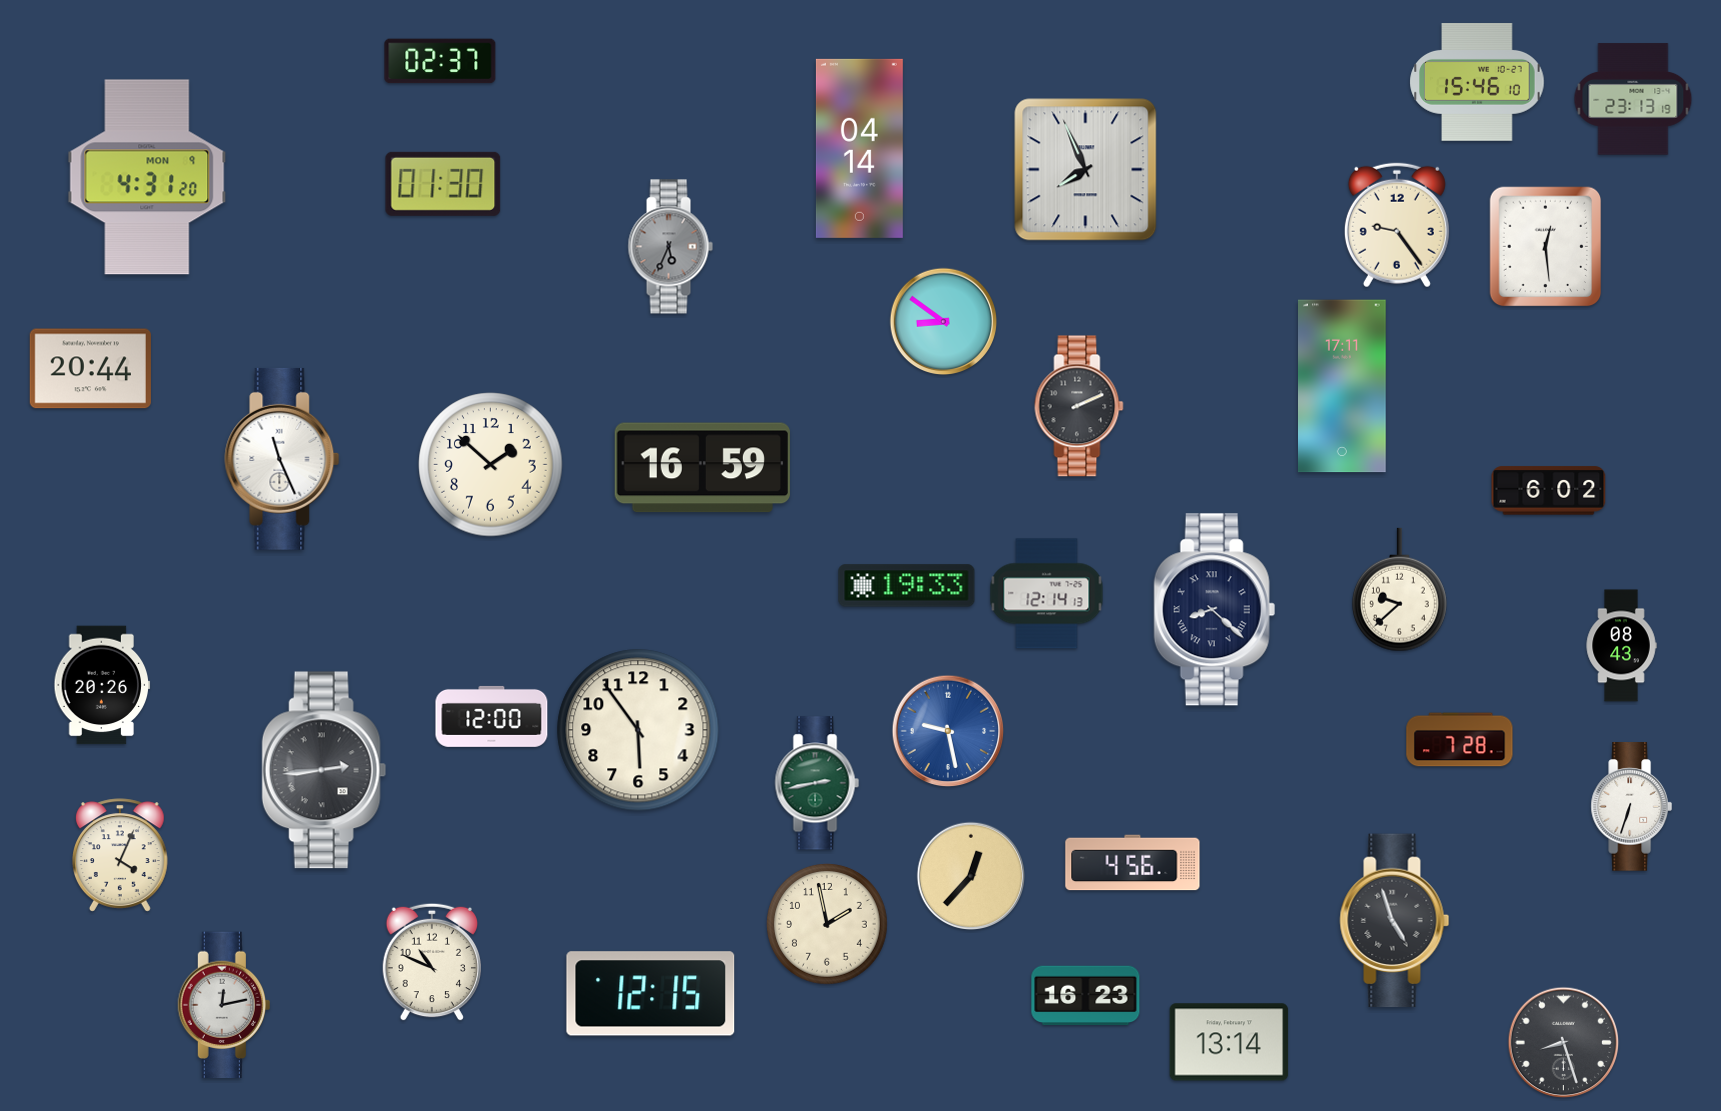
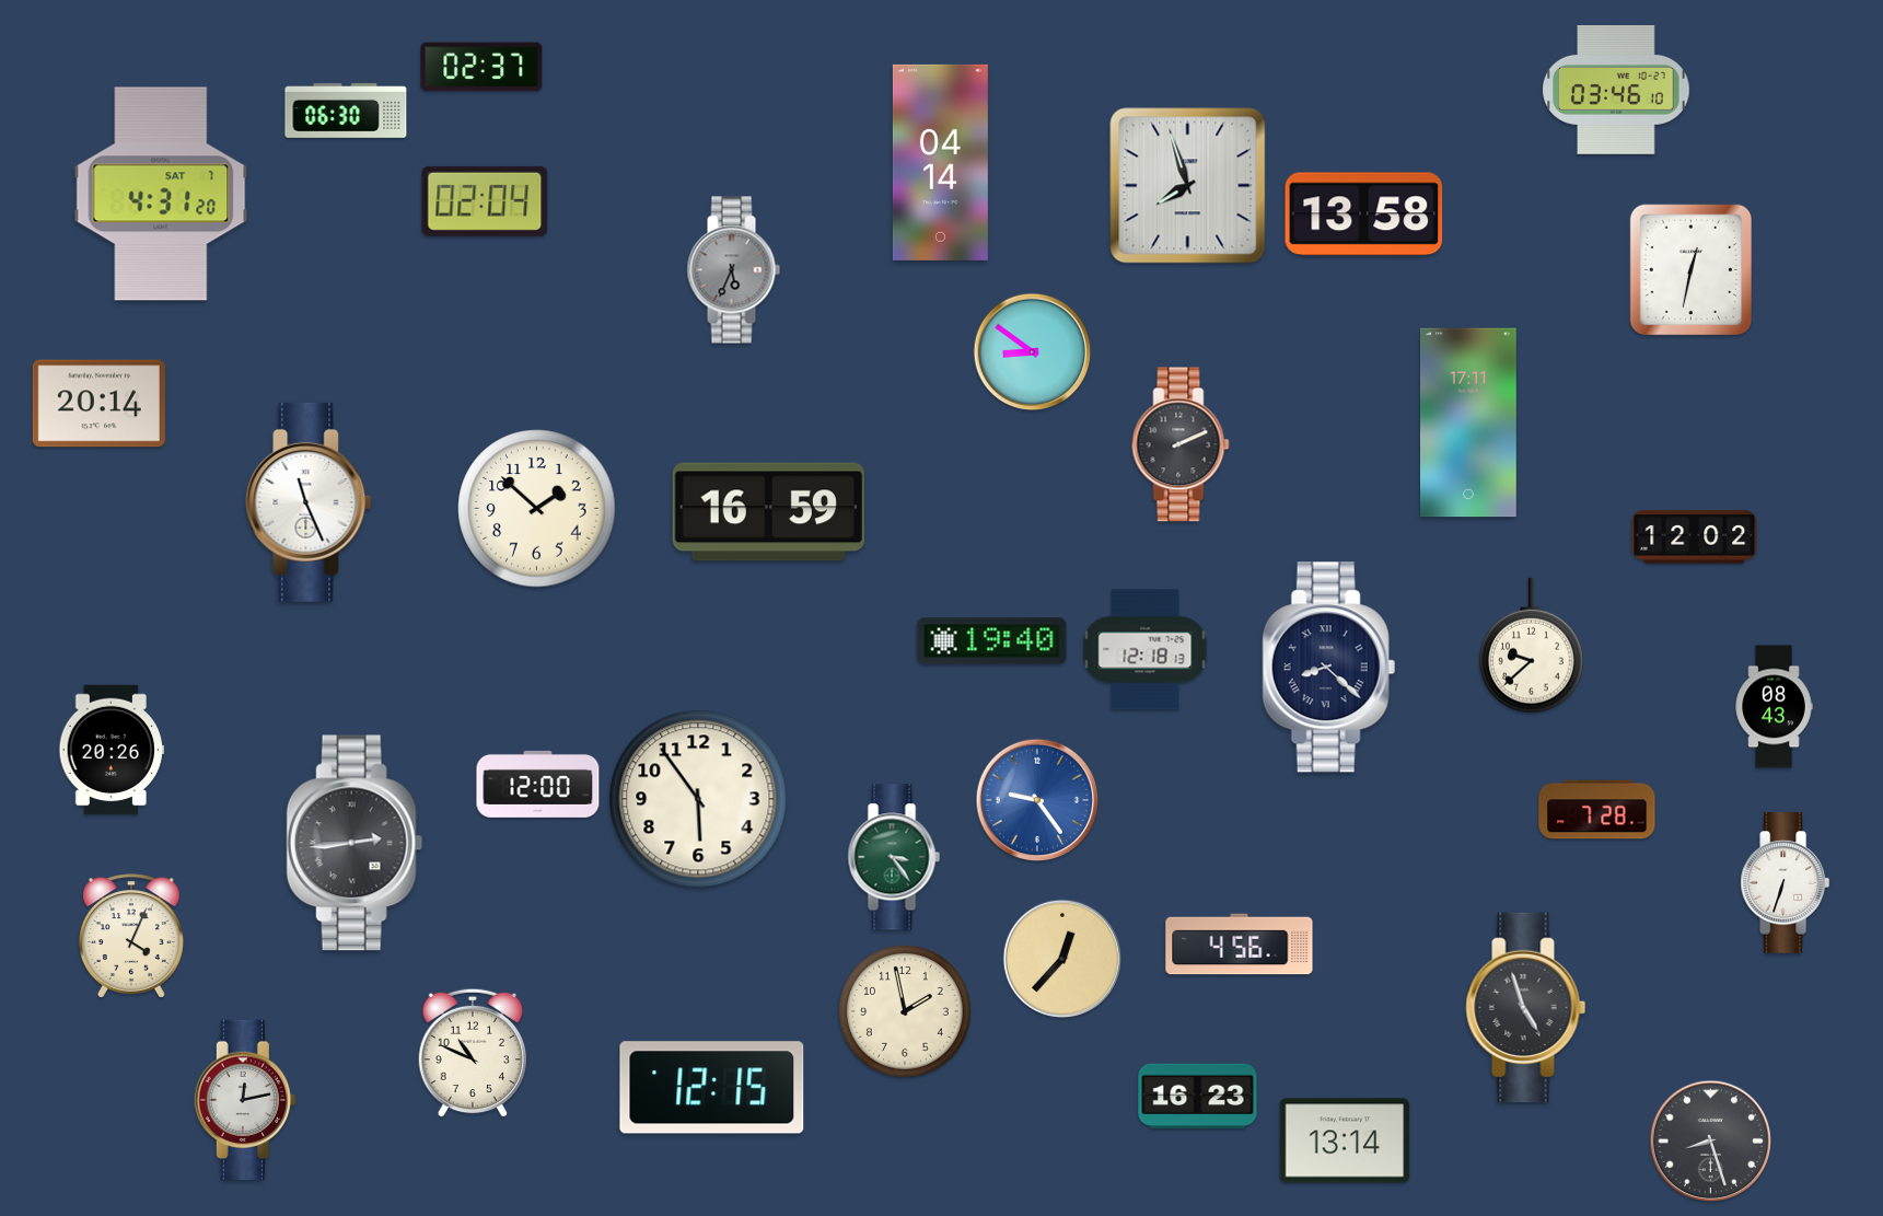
clock at (1477, 83): 15:46 -> 03:46
clock at (1633, 99): 23:13 -> none
clock at (346, 111): none -> 06:30
clock at (1086, 170): 7:56 -> 7:57
clock at (147, 177) date: MON 9 -> SAT 7
clock at (443, 184): 01:30 -> 02:04
clock at (1364, 215): none -> 13:58
clock at (1397, 225): 9:24 -> none
clock at (1546, 247): 12:29 -> 12:32
clock at (90, 369): 20:44 -> 20:14
clock at (1549, 491): 6:02 -> 12:02
clock at (907, 586): 19:33 -> 19:40
clock at (1047, 594): 12:14 -> 12:18
clock at (948, 731): 9:28 -> 9:24
clock at (817, 783): 2:43 -> 3:24
clock at (1086, 996) position: (1086, 996) -> (1198, 1097)
